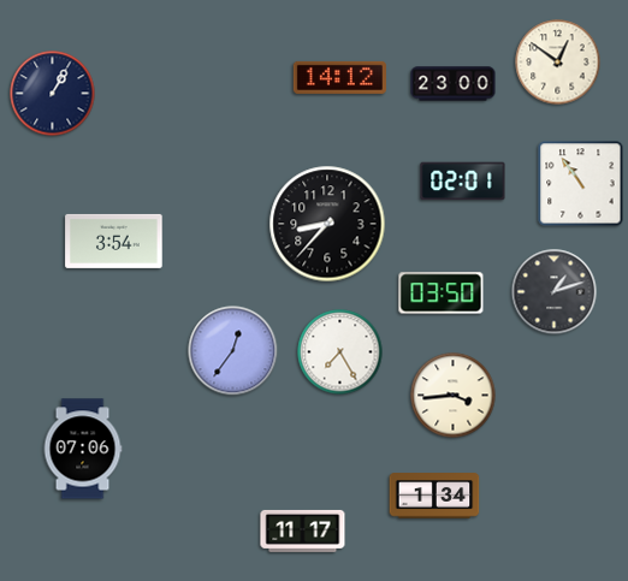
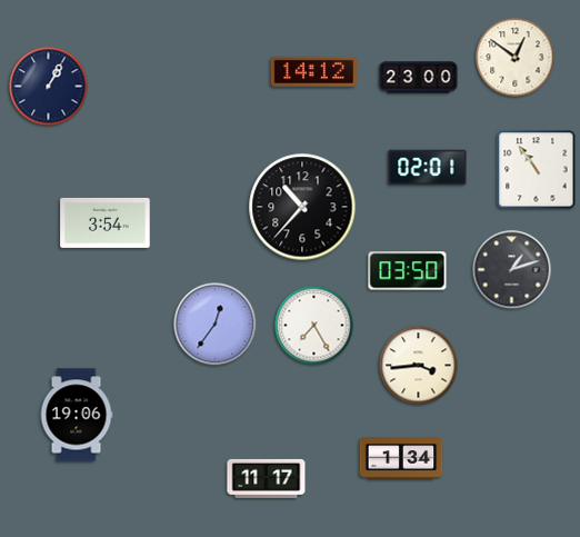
clock at (327, 224): 8:37 -> 10:37
clock at (83, 449): 07:06 -> 19:06
clock at (303, 530) position: (303, 530) -> (267, 478)
